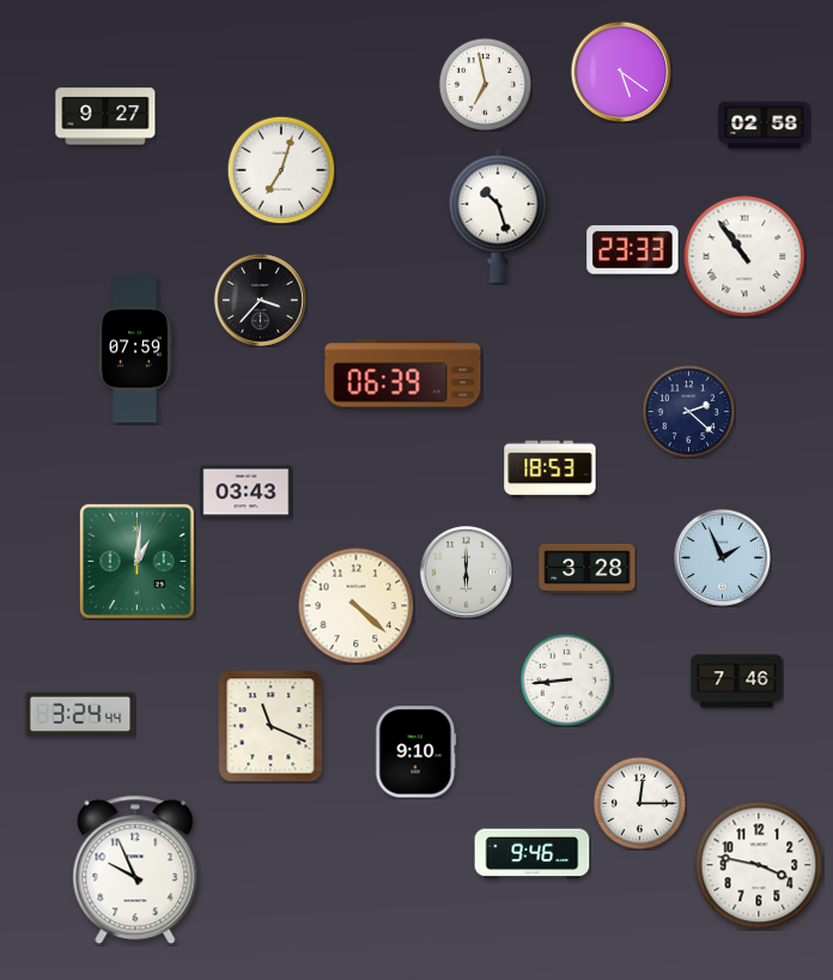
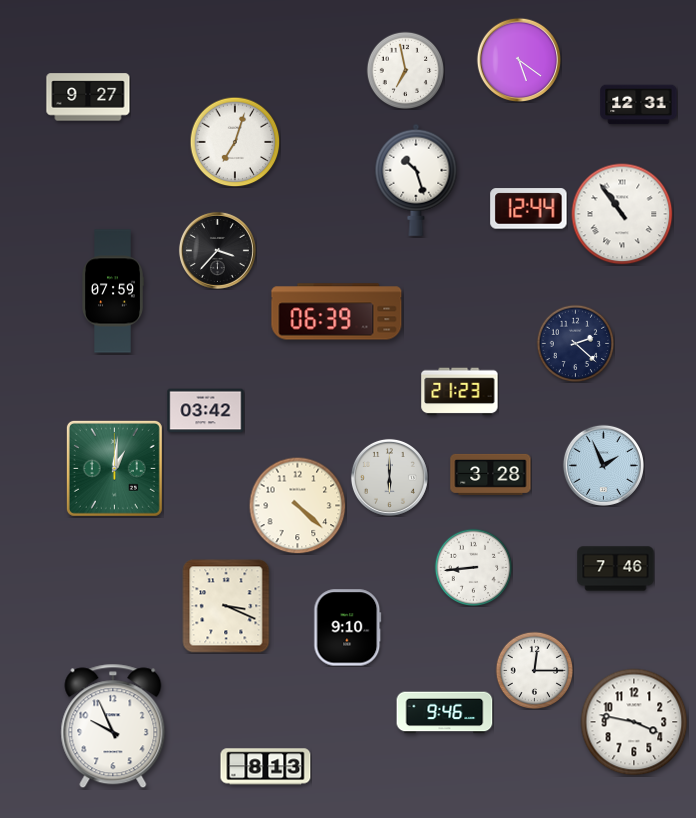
clock at (765, 126): 02:58 -> 12:31
clock at (633, 250): 23:33 -> 12:44
clock at (551, 470): 18:53 -> 21:23
clock at (247, 492): 03:43 -> 03:42
clock at (80, 714): 3:24 -> none
clock at (270, 726): 11:19 -> 3:19
clock at (266, 767): none -> 8:13
